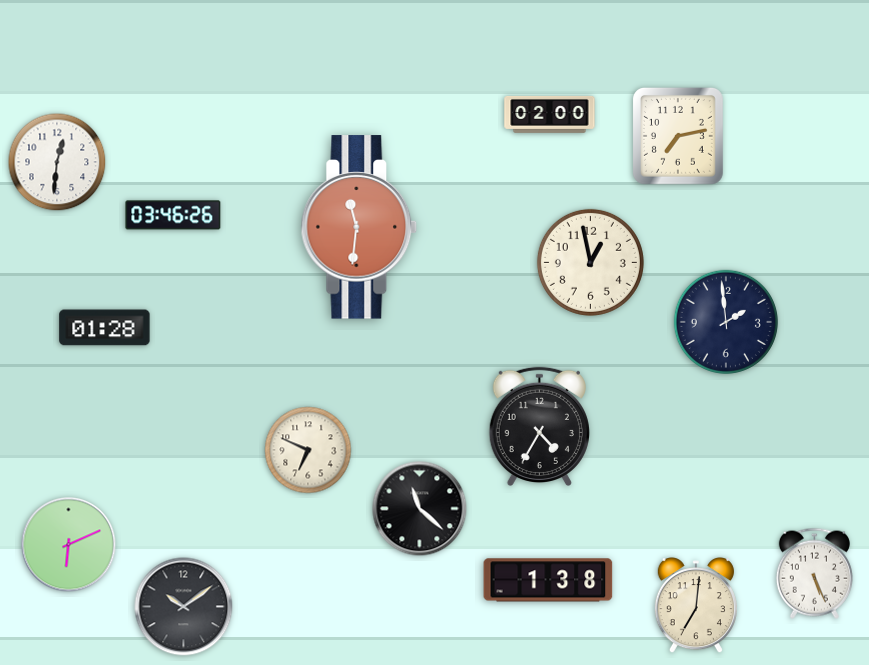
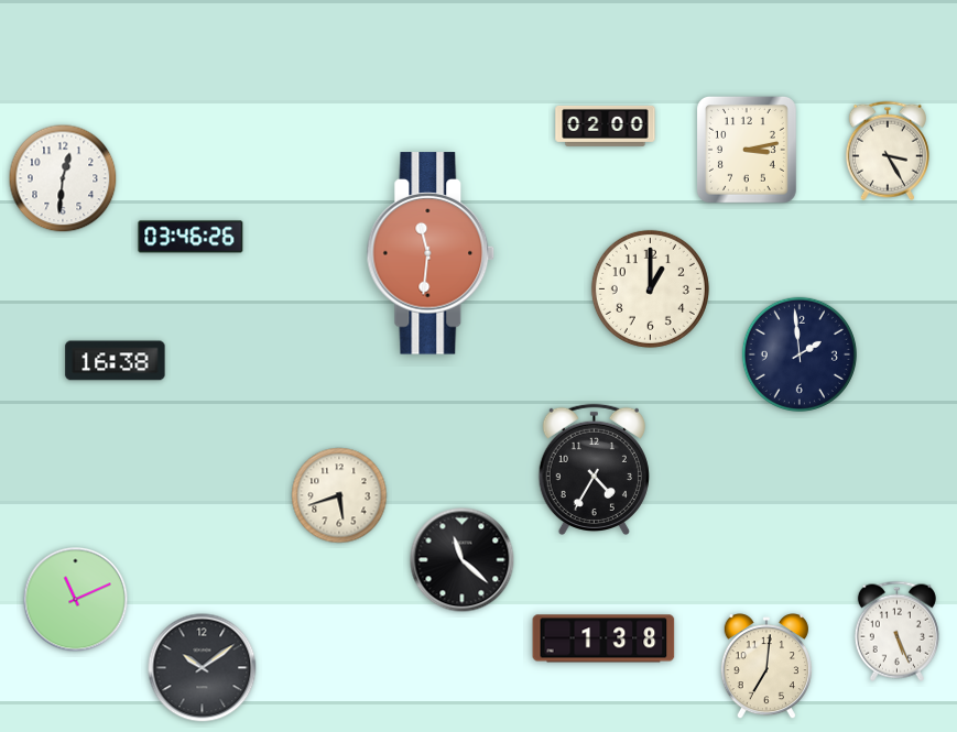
clock at (678, 136): 7:13 -> 3:13
clock at (888, 151): none -> 3:25
clock at (359, 227) position: (359, 227) -> (431, 253)
clock at (590, 262): 12:58 -> 1:00
clock at (105, 328): 01:28 -> 16:38
clock at (308, 450): 6:49 -> 5:42
clock at (69, 545): 6:11 -> 11:11
